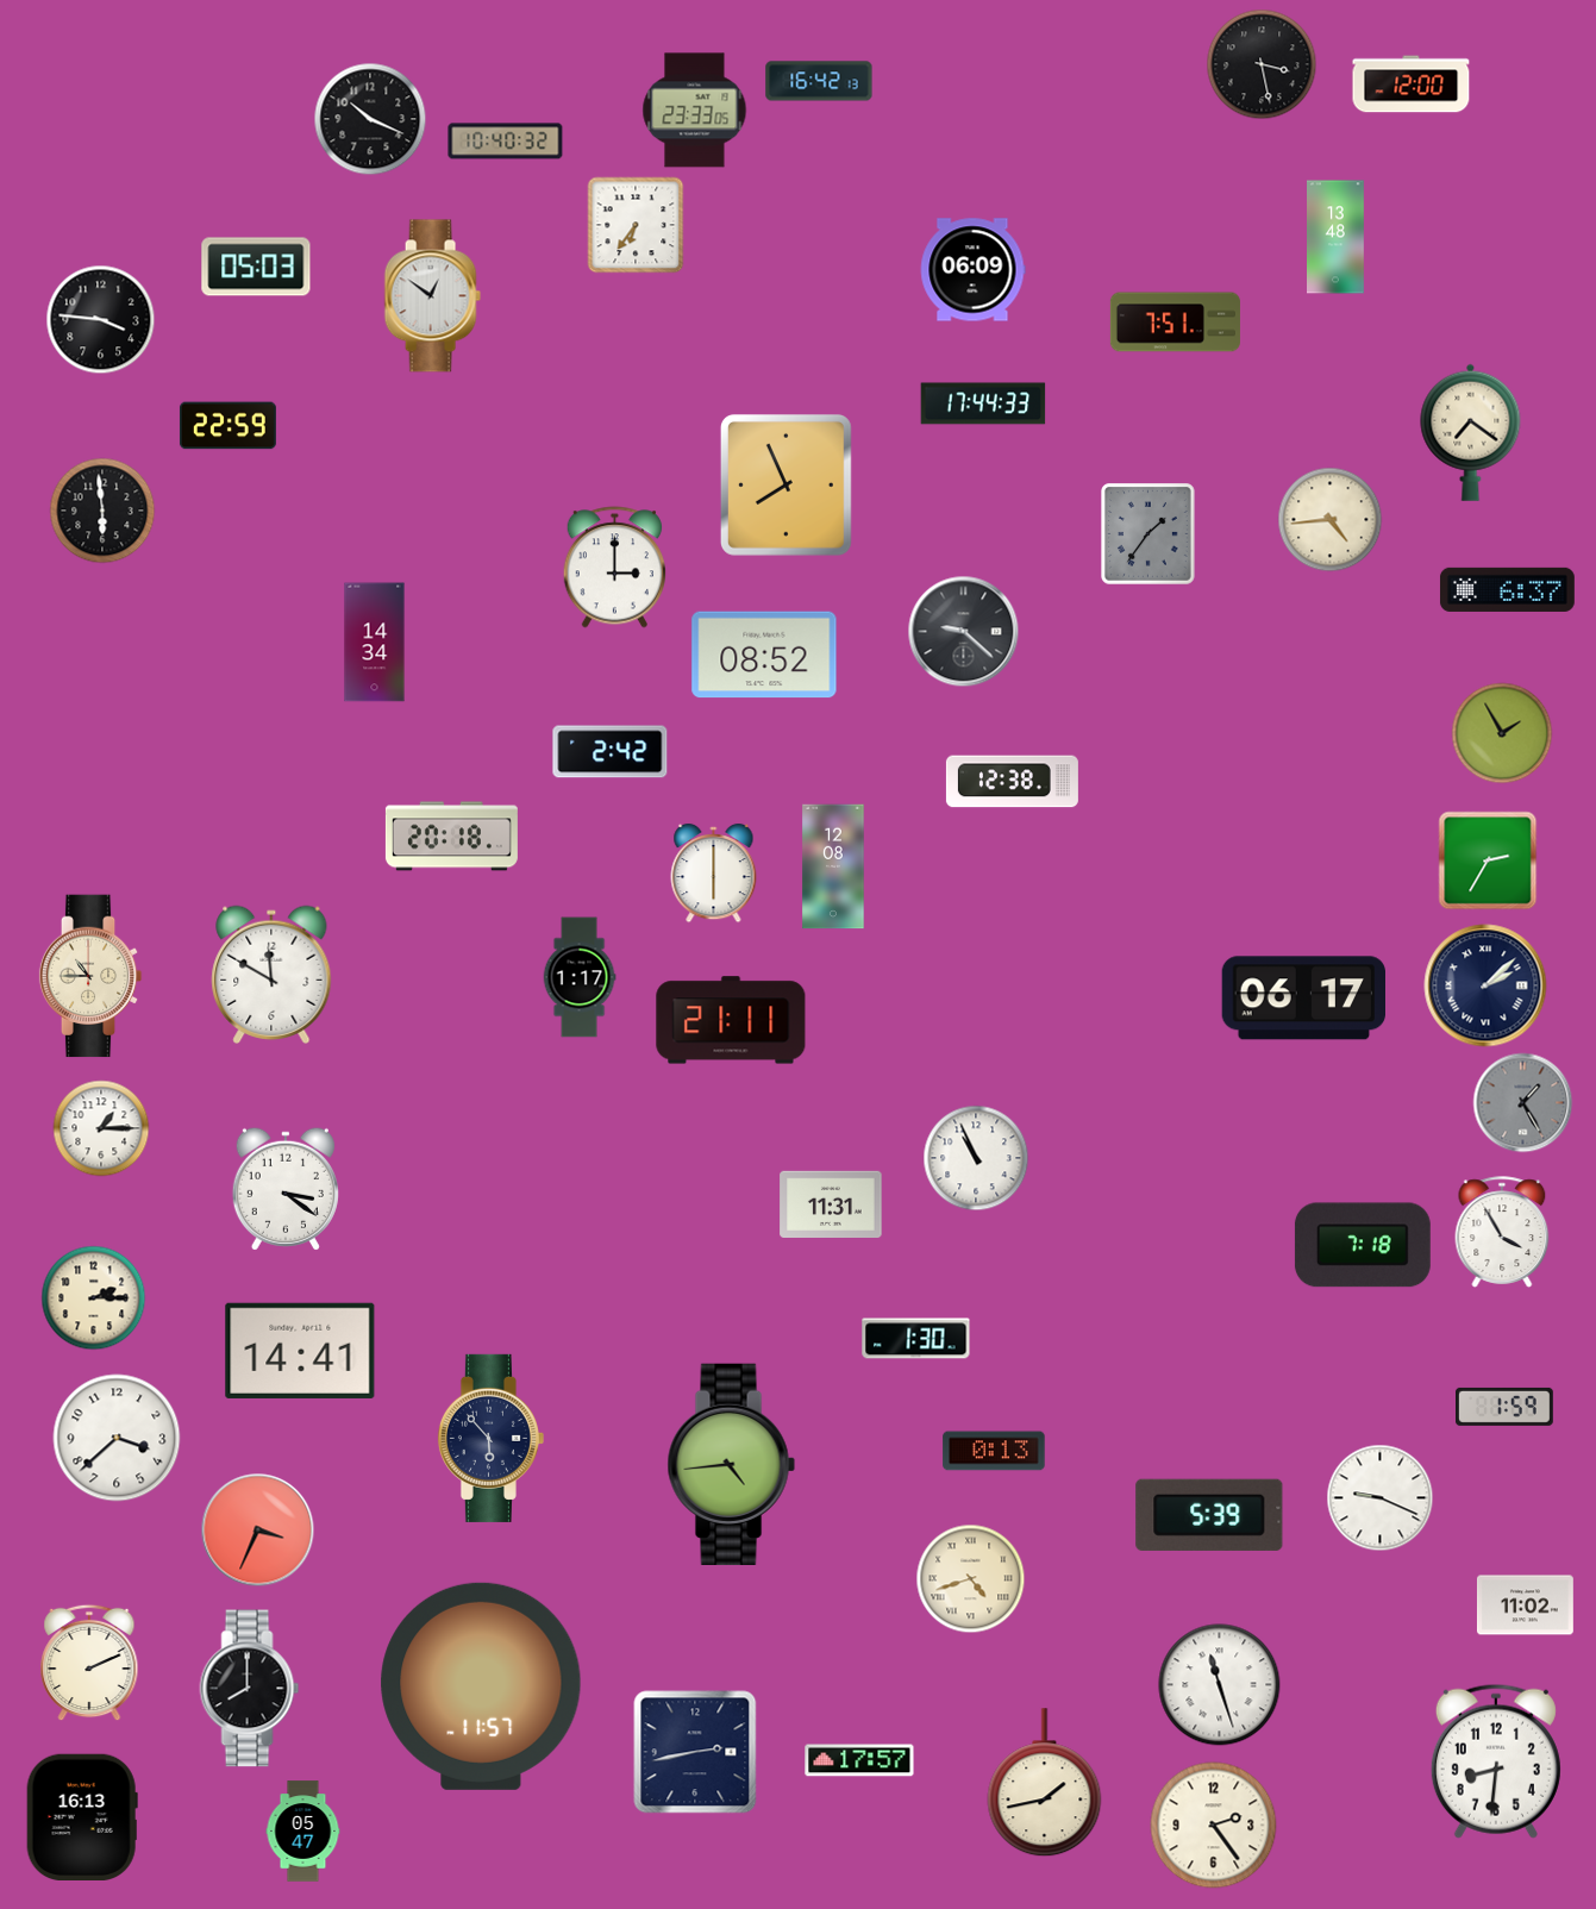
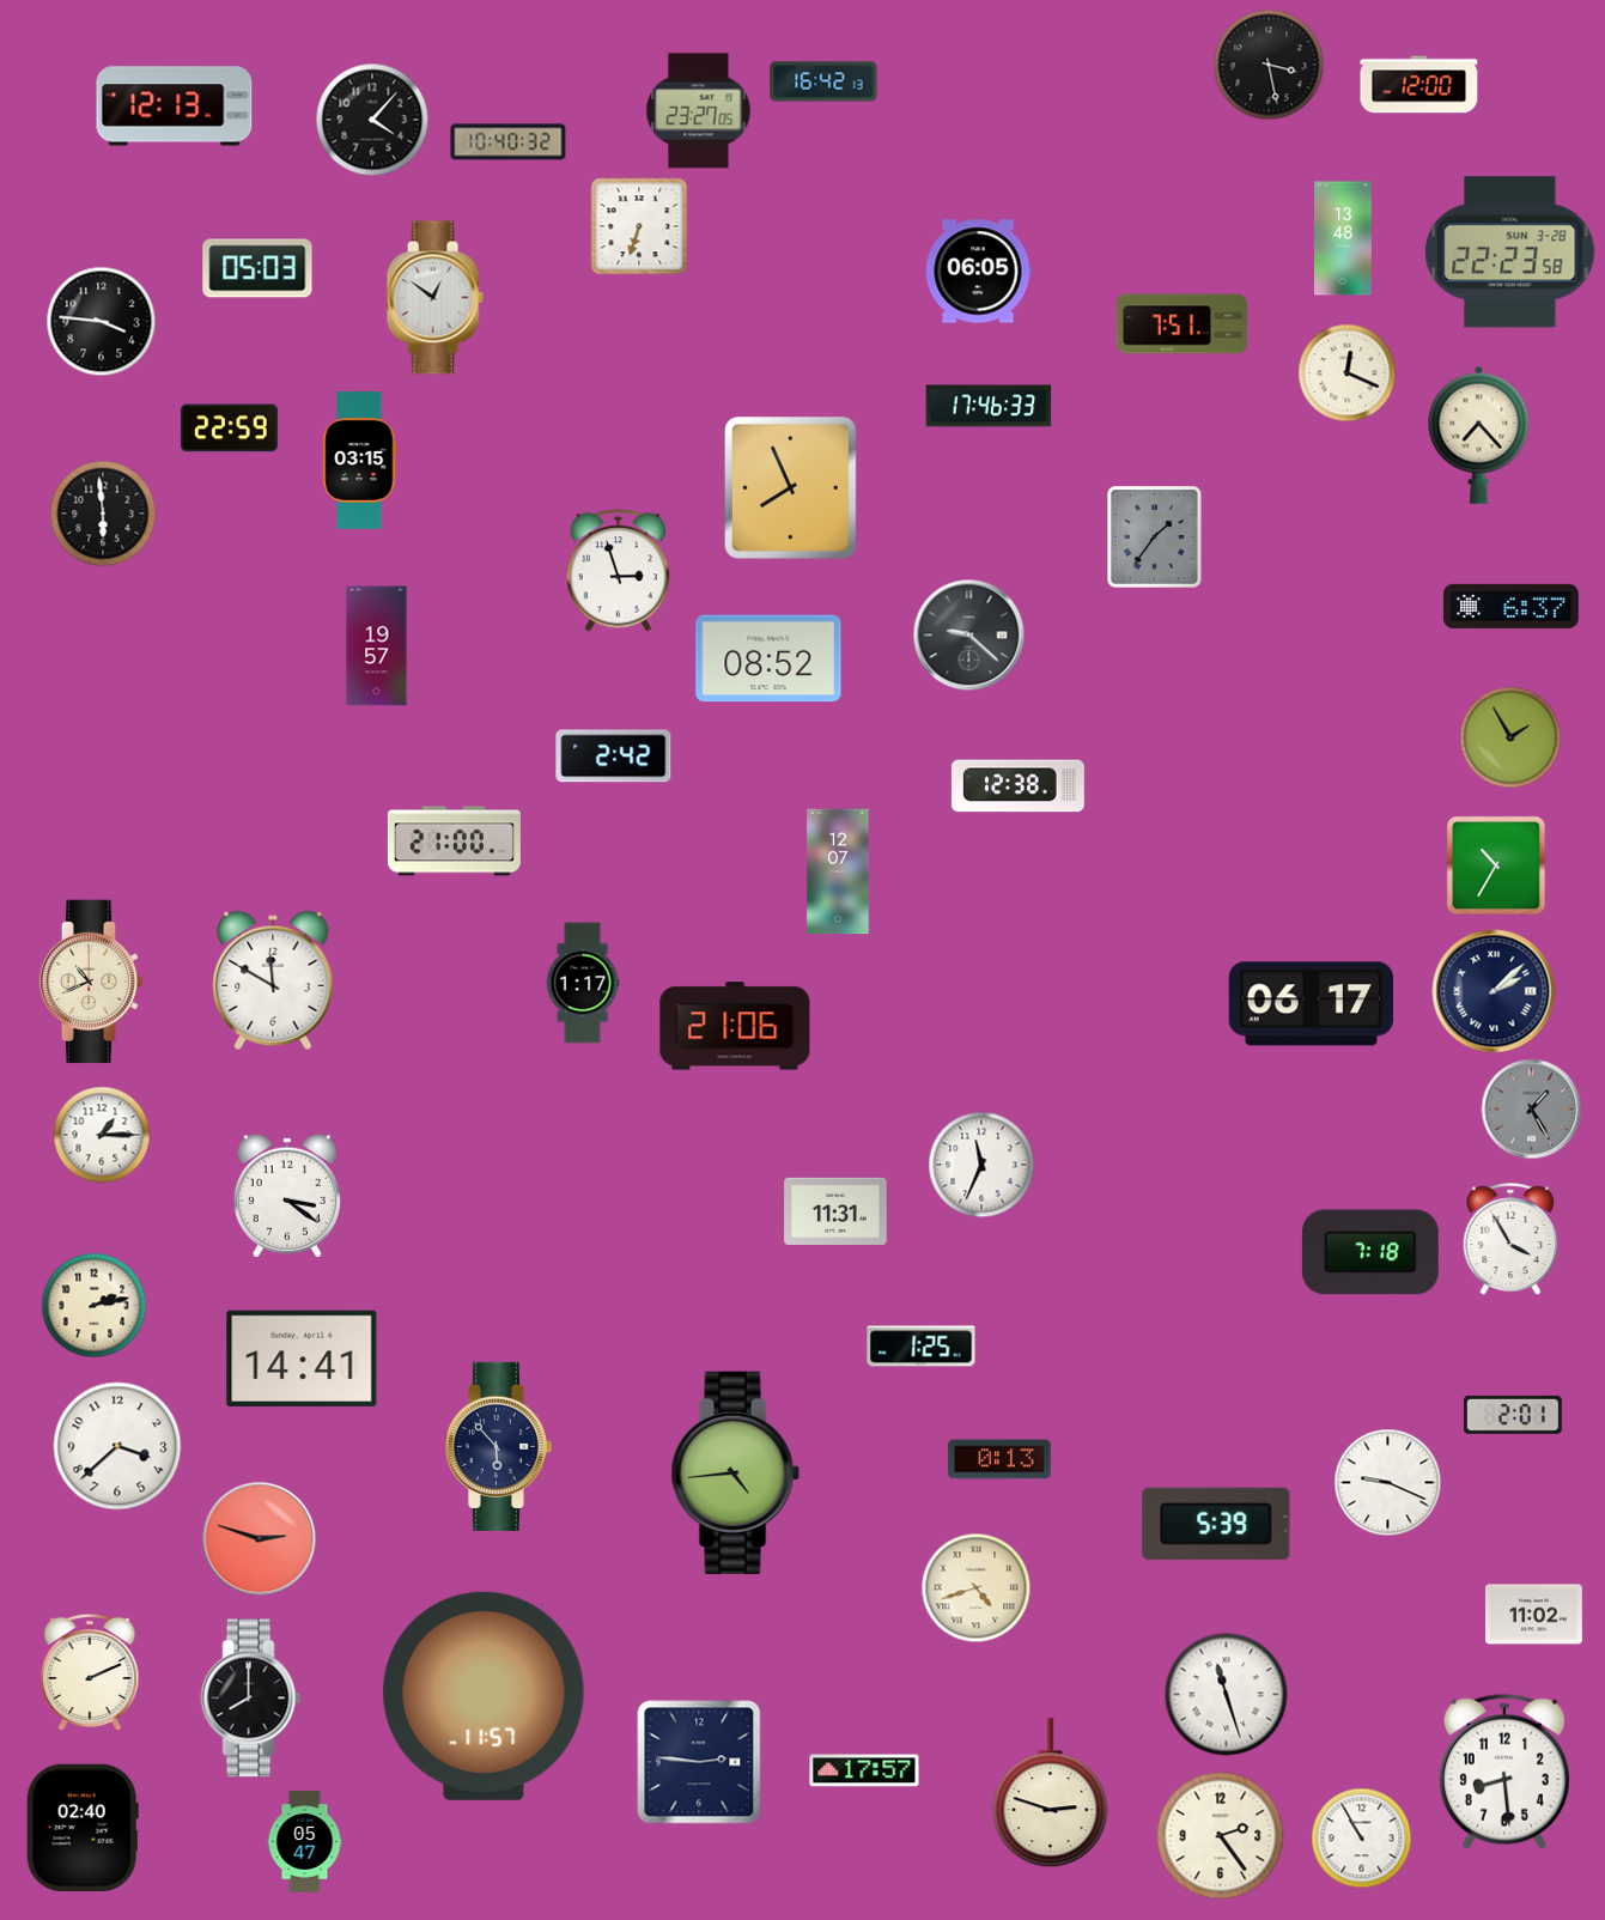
clock at (175, 107): none -> 12:13
clock at (695, 111): 23:33 -> 23:27
clock at (370, 119): 10:19 -> 4:07
clock at (636, 225): 6:36 -> 6:33
clock at (1510, 253): none -> 22:23
clock at (972, 270): 06:09 -> 06:05
clock at (1348, 373): none -> 12:19
clock at (983, 403): 17:44 -> 17:46
clock at (1471, 432): 7:21 -> 7:23
clock at (360, 461): none -> 03:15
clock at (1331, 520): 4:44 -> none
clock at (614, 568): 3:00 -> 2:57
clock at (1507, 589) position: (1507, 589) -> (1510, 606)
clock at (375, 643): 14:34 -> 19:57
clock at (451, 837): 20:18 -> 21:00
clock at (1488, 860): 2:35 -> 10:35
clock at (833, 866): 12:08 -> 12:07
clock at (714, 874): 6:00 -> none
clock at (90, 976): 10:45 -> 10:41
clock at (731, 1020): 21:11 -> 21:06
clock at (976, 1158): 10:56 -> 11:34
clock at (94, 1298): 2:15 -> 2:13
clock at (916, 1339): 1:30 -> 1:25
clock at (1506, 1407): 1:59 -> 2:01
clock at (490, 1438) position: (490, 1438) -> (498, 1446)
clock at (1381, 1498) position: (1381, 1498) -> (1388, 1483)
clock at (258, 1531): 3:34 -> 2:48
clock at (695, 1752): 2:43 -> 2:46
clock at (1496, 1761): 8:31 -> 8:29
clock at (1045, 1783): 1:43 -> 2:48
clock at (82, 1816): 16:13 -> 02:40
clock at (1362, 1839): none -> 10:55
